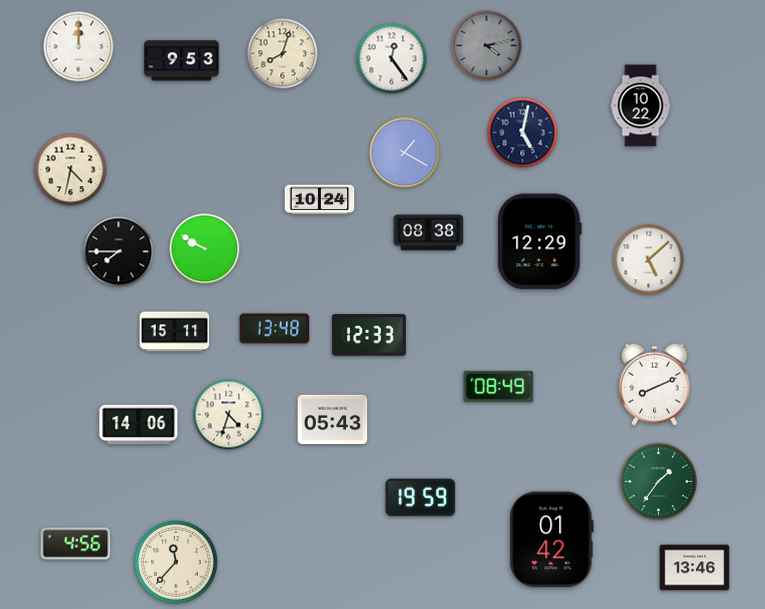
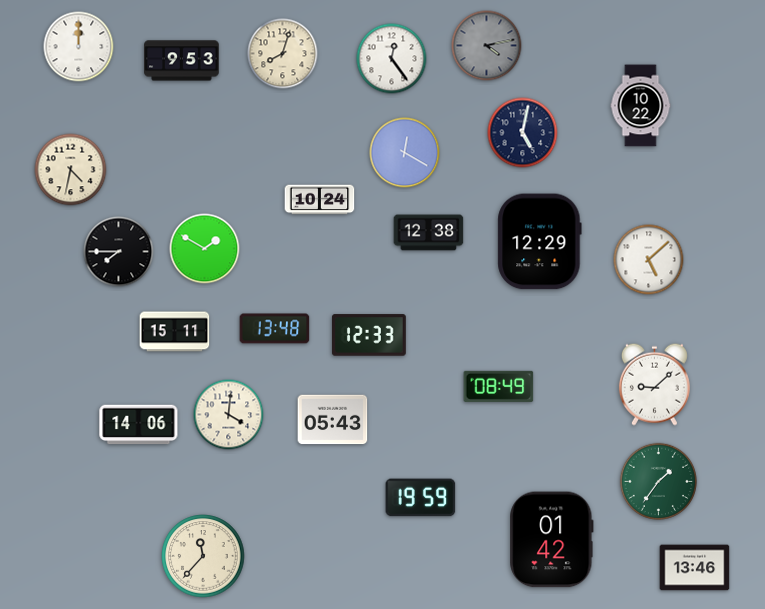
clock at (405, 153): 1:20 -> 12:20
clock at (429, 233): 08:38 -> 12:38
clock at (205, 249): 9:50 -> 1:50
clock at (654, 384): 8:11 -> 9:08
clock at (229, 415): 4:33 -> 4:01
clock at (76, 544): 4:56 -> none
clock at (176, 562) position: (176, 562) -> (203, 556)
